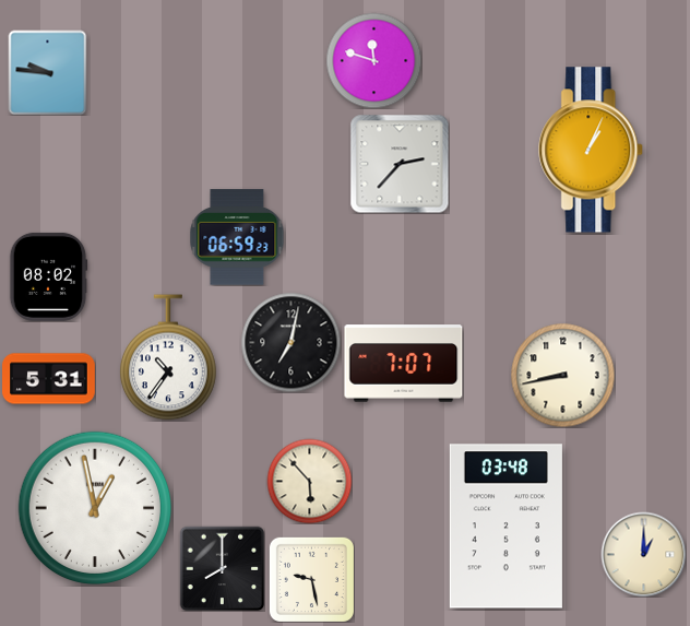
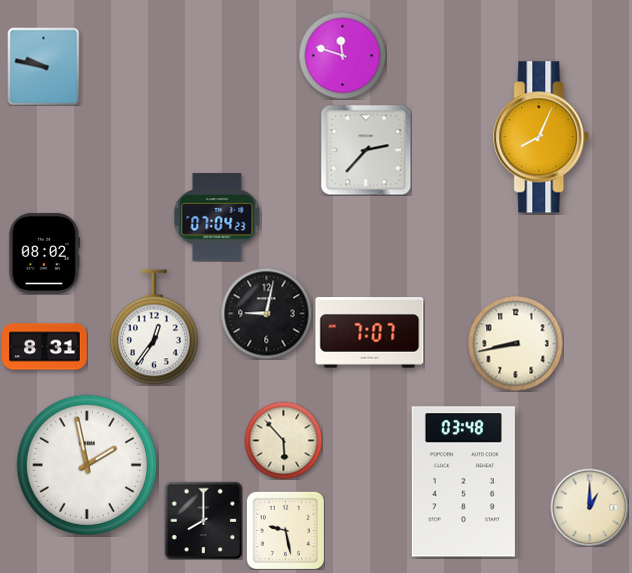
clock at (48, 72): 9:46 -> 9:47
clock at (592, 150): 1:04 -> 8:04
clock at (237, 237): 06:59 -> 07:04
clock at (290, 342): 7:02 -> 9:02
clock at (168, 357): 10:36 -> 12:36
clock at (49, 379): 5:31 -> 8:31
clock at (95, 508): 12:58 -> 1:58
